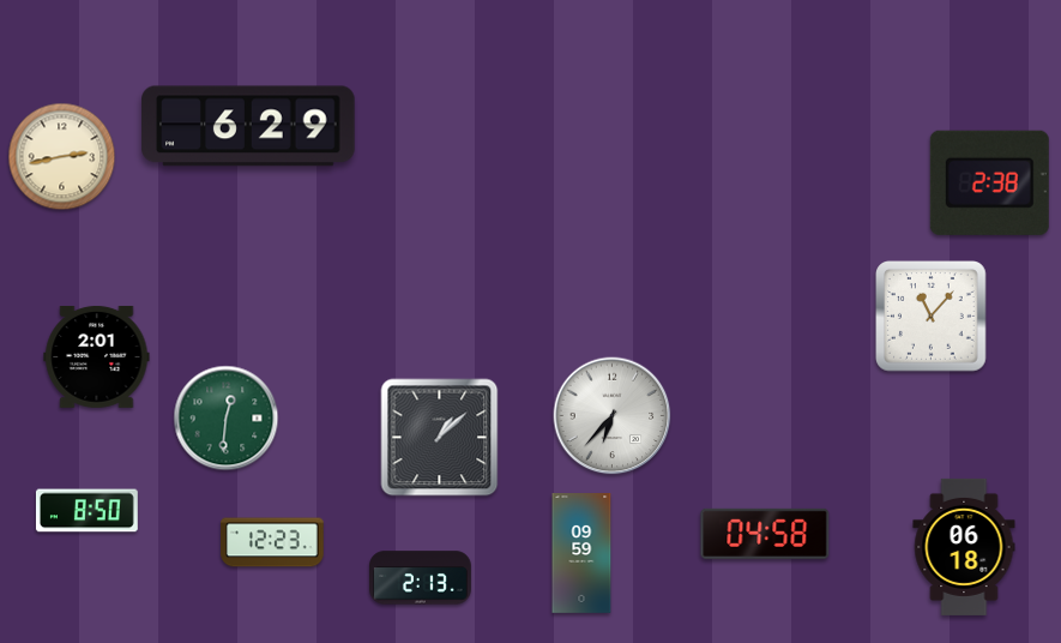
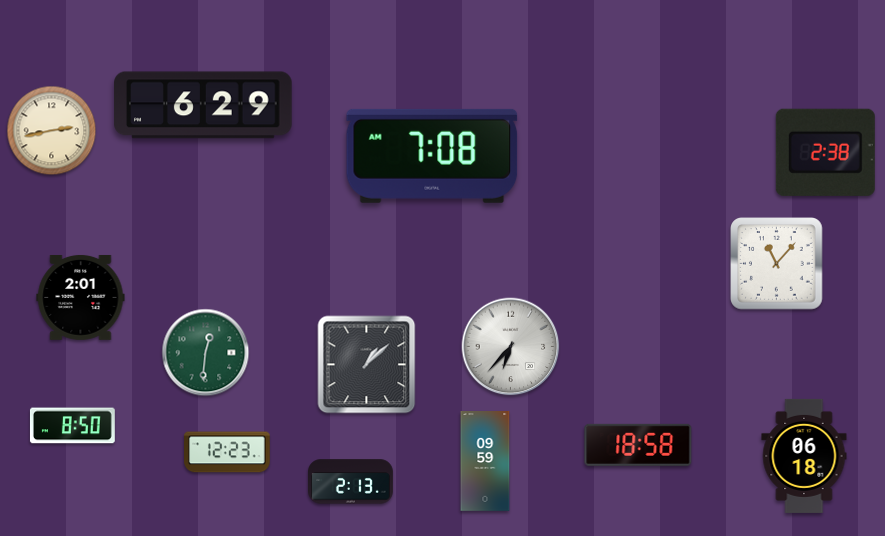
clock at (248, 126) position: (248, 126) -> (203, 105)
clock at (432, 156): none -> 7:08
clock at (227, 419) position: (227, 419) -> (206, 353)
clock at (765, 534): 04:58 -> 18:58
